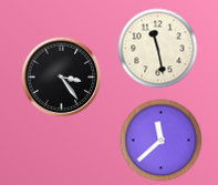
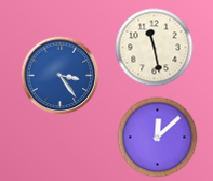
clock at (62, 78) dial: black -> blue
clock at (162, 141): 11:38 -> 12:08
